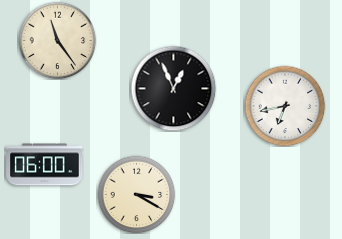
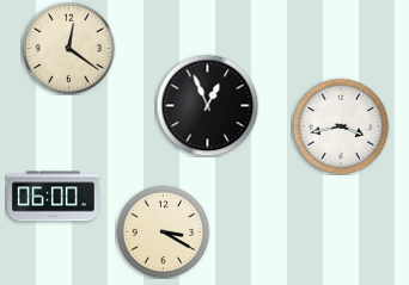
clock at (57, 40): 11:24 -> 12:21
clock at (285, 106): 6:43 -> 3:43
